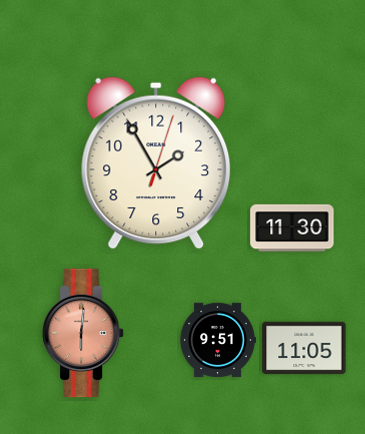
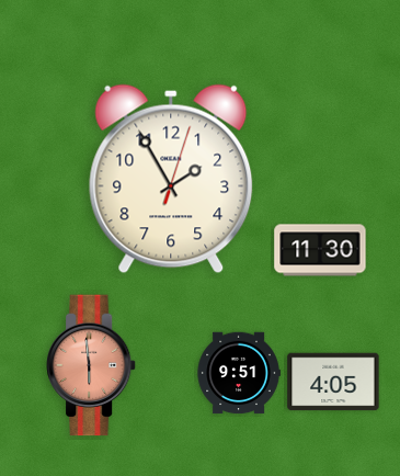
clock at (83, 333): 6:01 -> 5:59
clock at (304, 348): 11:05 -> 4:05
